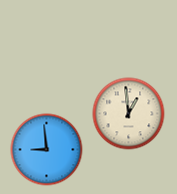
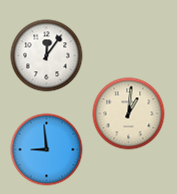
clock at (47, 56): none -> 12:06
clock at (129, 114): 12:59 -> 1:01
